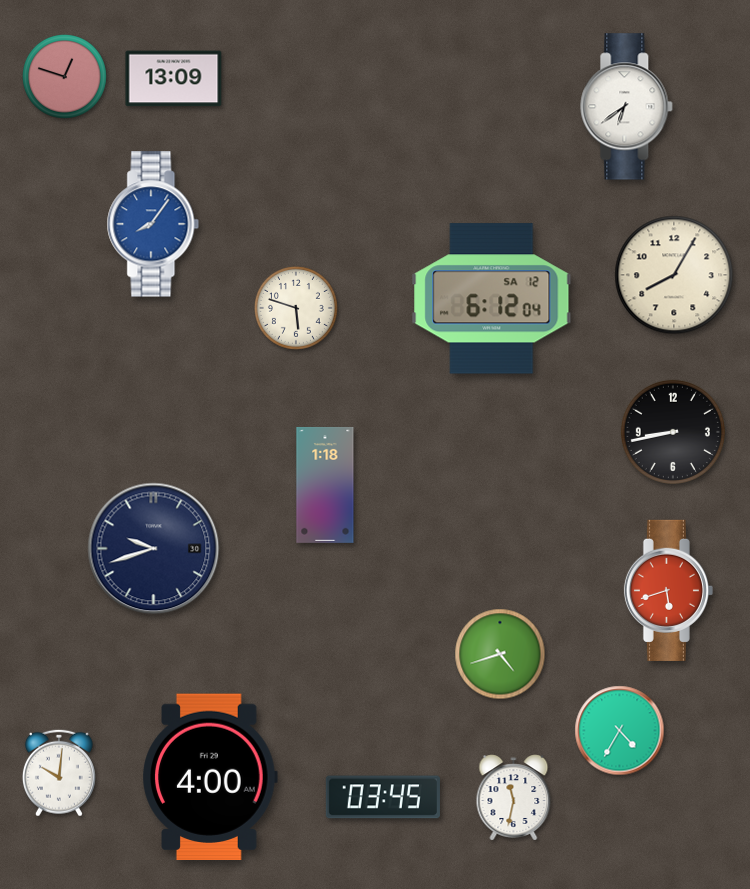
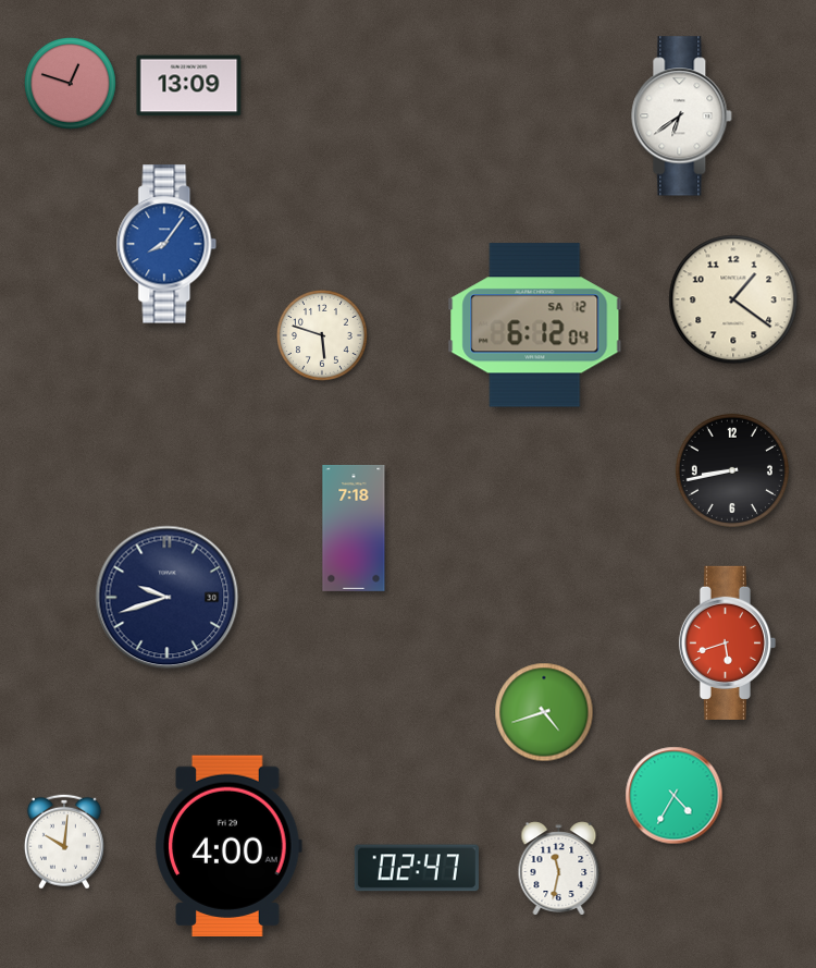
clock at (674, 275): 8:05 -> 1:21
clock at (325, 485): 1:18 -> 7:18
clock at (383, 797): 03:45 -> 02:47
